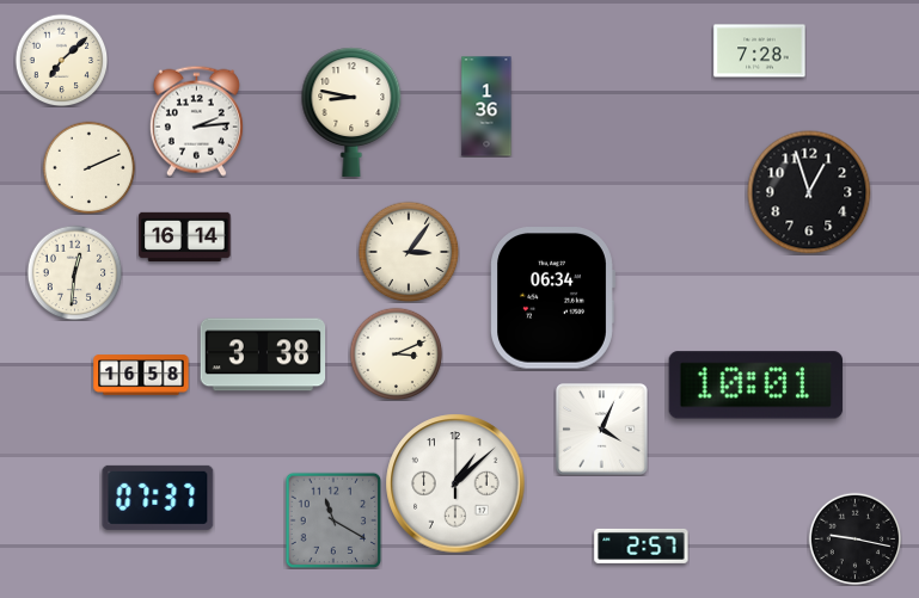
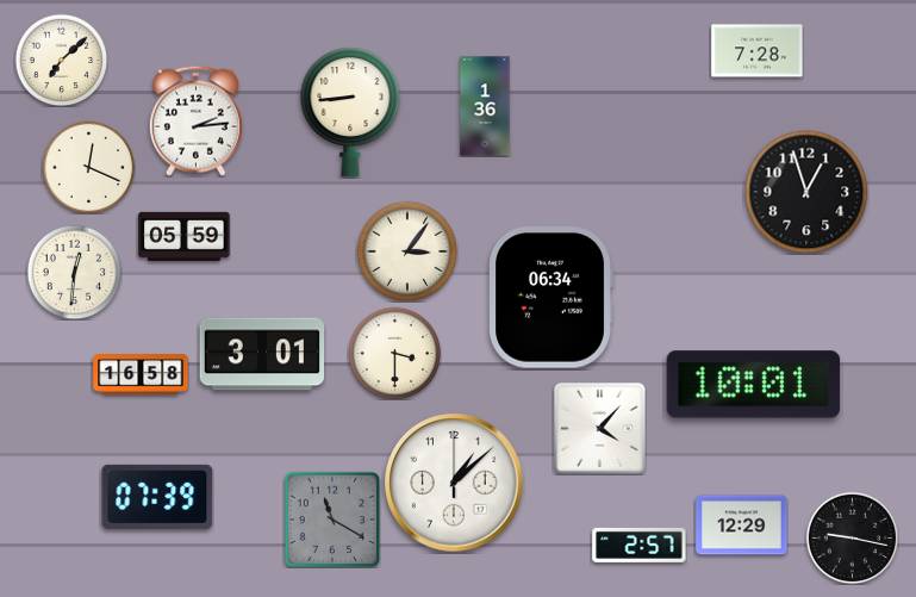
clock at (351, 112): 8:47 -> 8:44
clock at (88, 167): 2:11 -> 12:19
clock at (185, 236): 16:14 -> 05:59
clock at (396, 353): 3:11 -> 3:30
clock at (263, 355): 3:38 -> 3:01
clock at (602, 430): 4:04 -> 4:07
clock at (158, 498): 07:37 -> 07:39
clock at (742, 526): none -> 12:29
